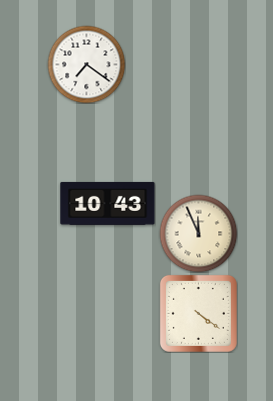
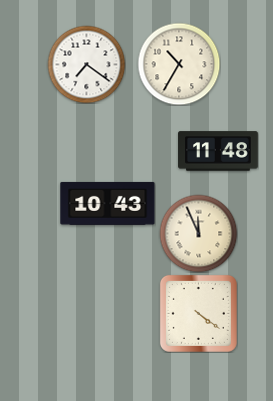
clock at (179, 64): none -> 10:35
clock at (218, 151): none -> 11:48
